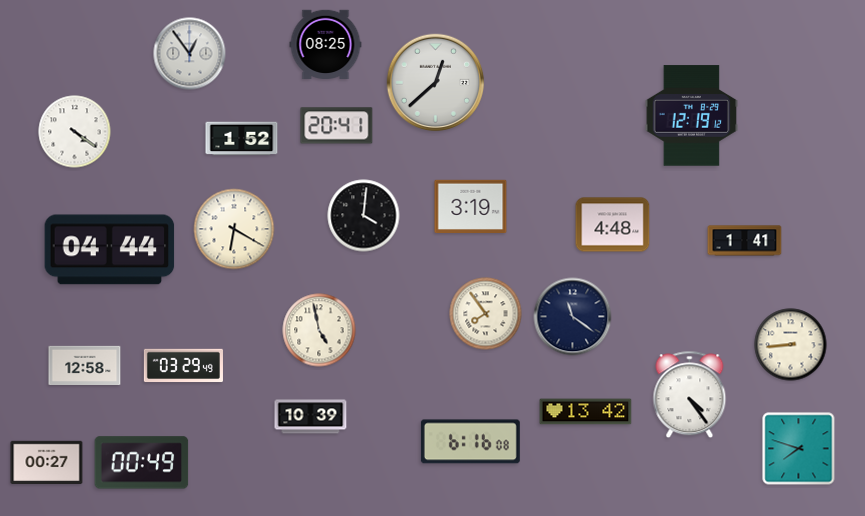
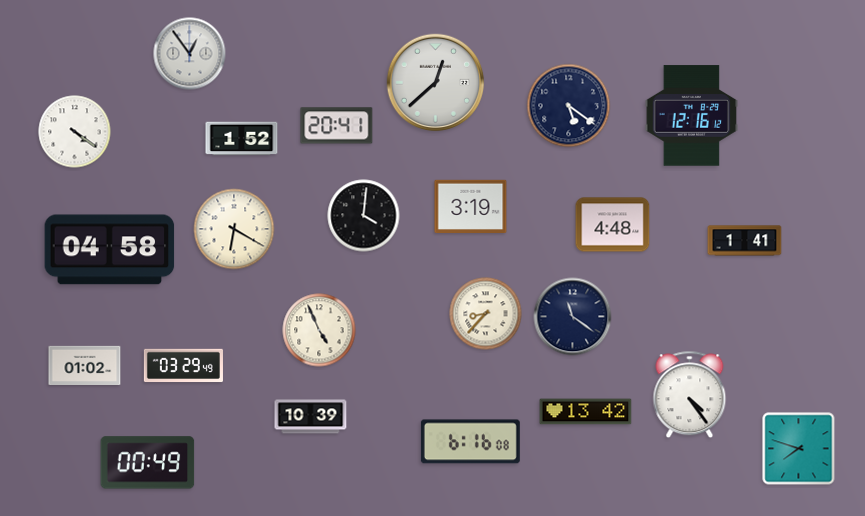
clock at (326, 44): 08:25 -> none
clock at (569, 106): none -> 5:21
clock at (692, 116): 12:19 -> 12:16
clock at (110, 250): 04:44 -> 04:58
clock at (486, 314): 7:54 -> 8:37
clock at (319, 330): 4:58 -> 4:56
clock at (791, 345): 8:44 -> none
clock at (85, 365): 12:58 -> 01:02
clock at (47, 462): 00:27 -> none
clock at (142, 463) position: (142, 463) -> (148, 463)
